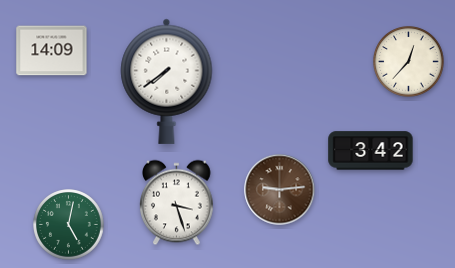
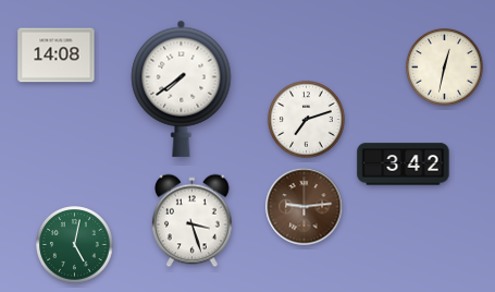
clock at (52, 51): 14:09 -> 14:08
clock at (409, 62): 12:37 -> 12:32
clock at (307, 120): none -> 7:12
